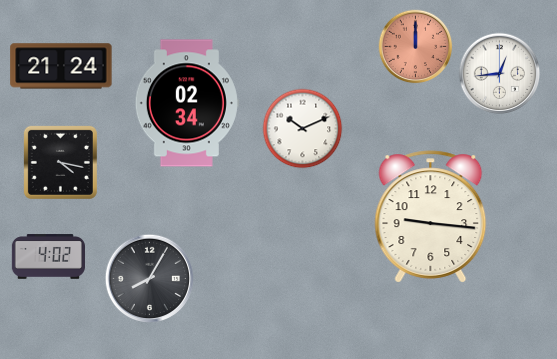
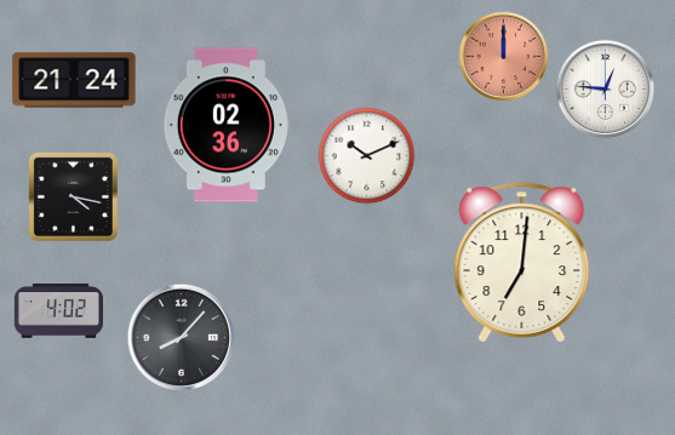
clock at (500, 74): 12:44 -> 12:46
clock at (187, 103): 02:34 -> 02:36
clock at (431, 217): 9:16 -> 7:01
clock at (149, 278): 8:05 -> 8:07
